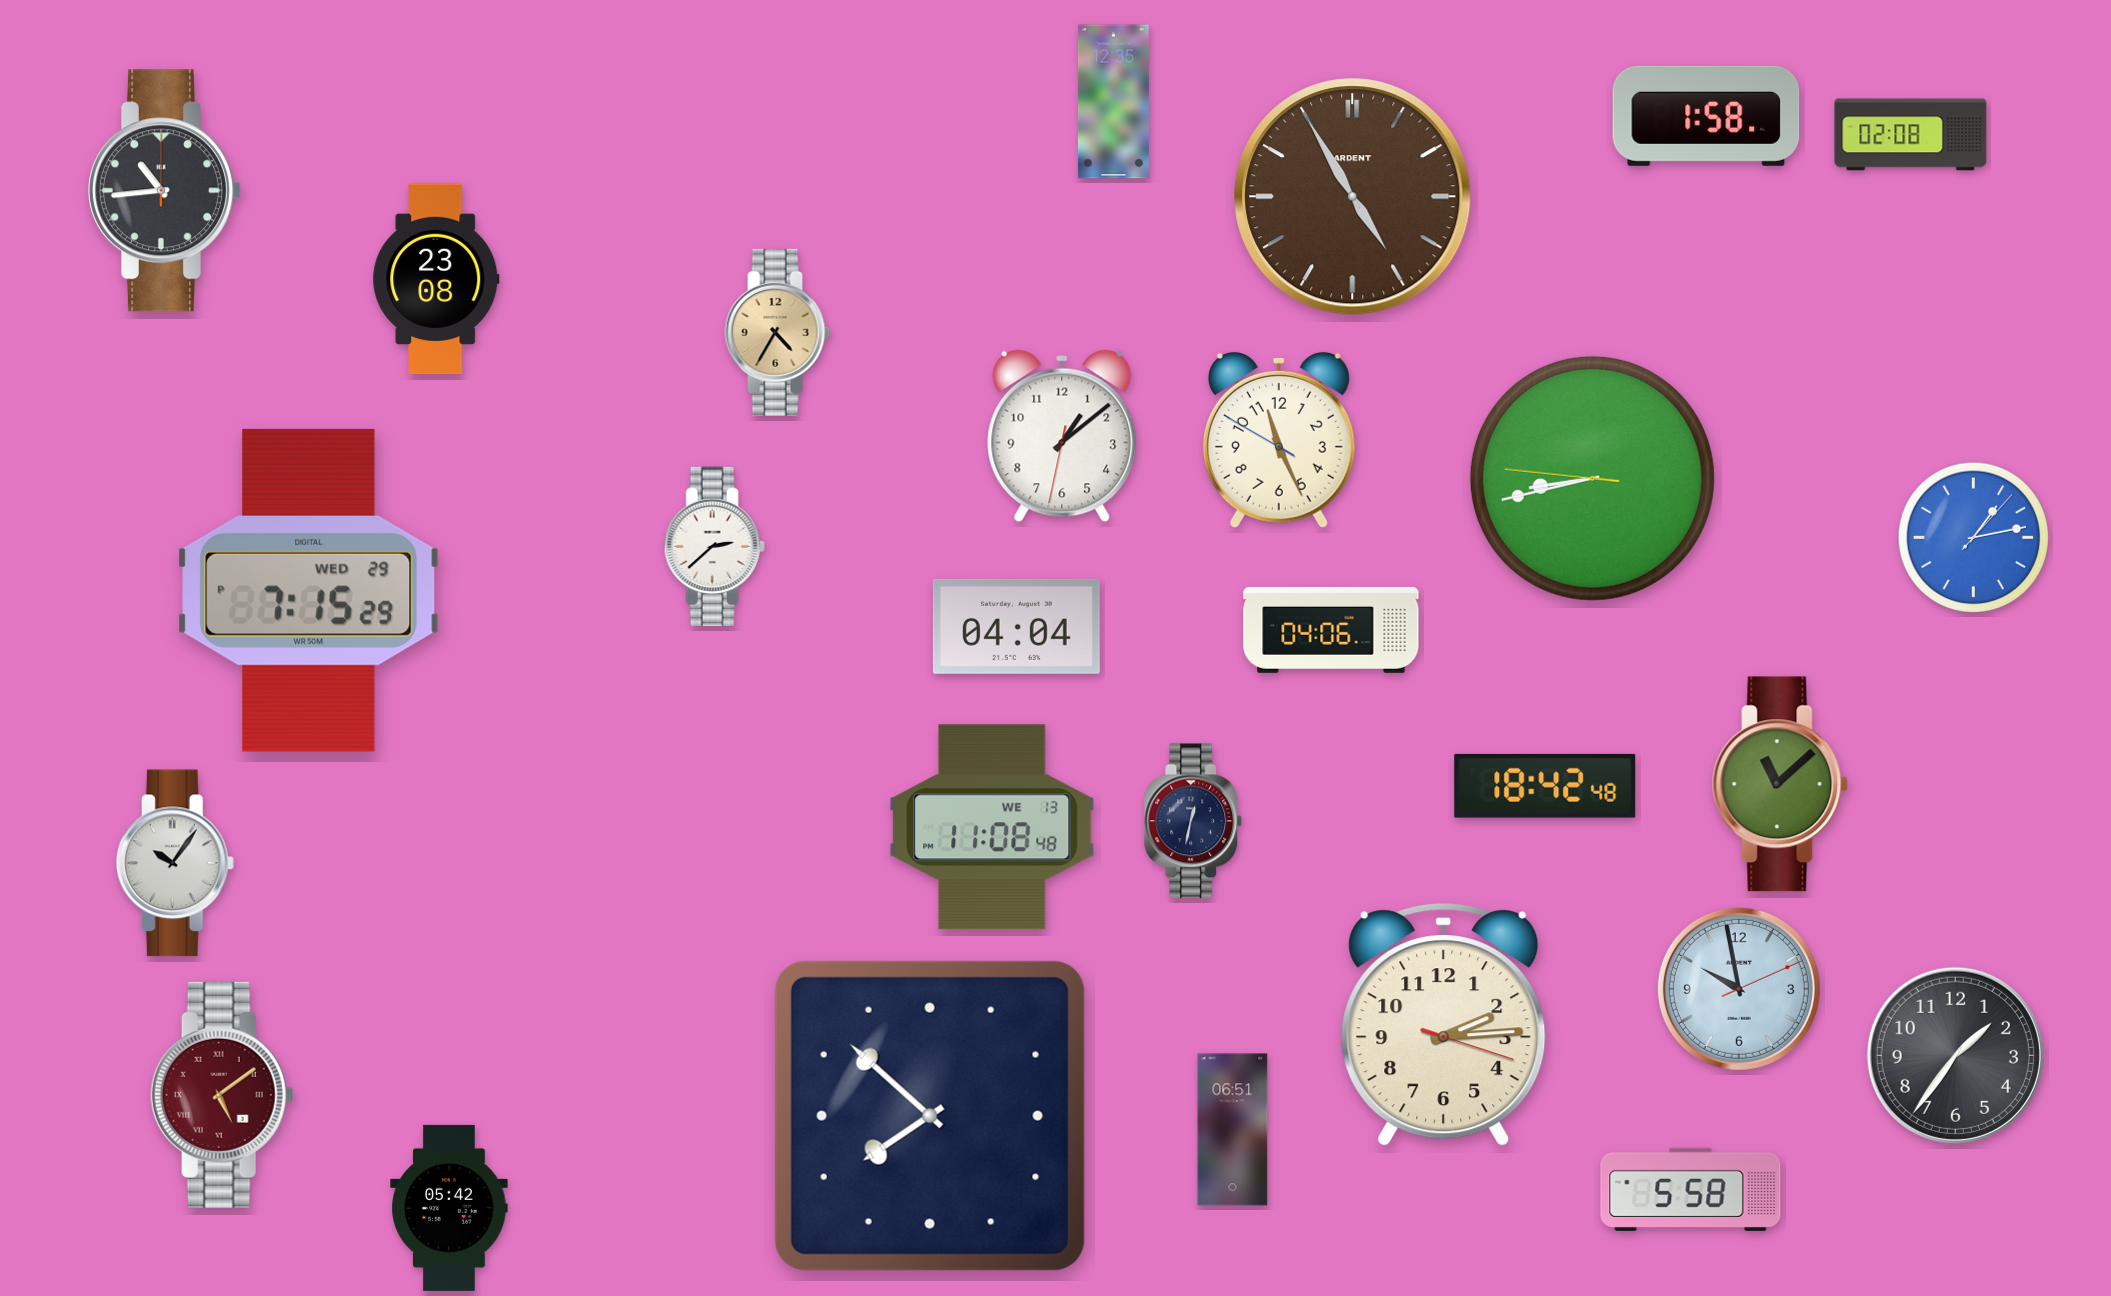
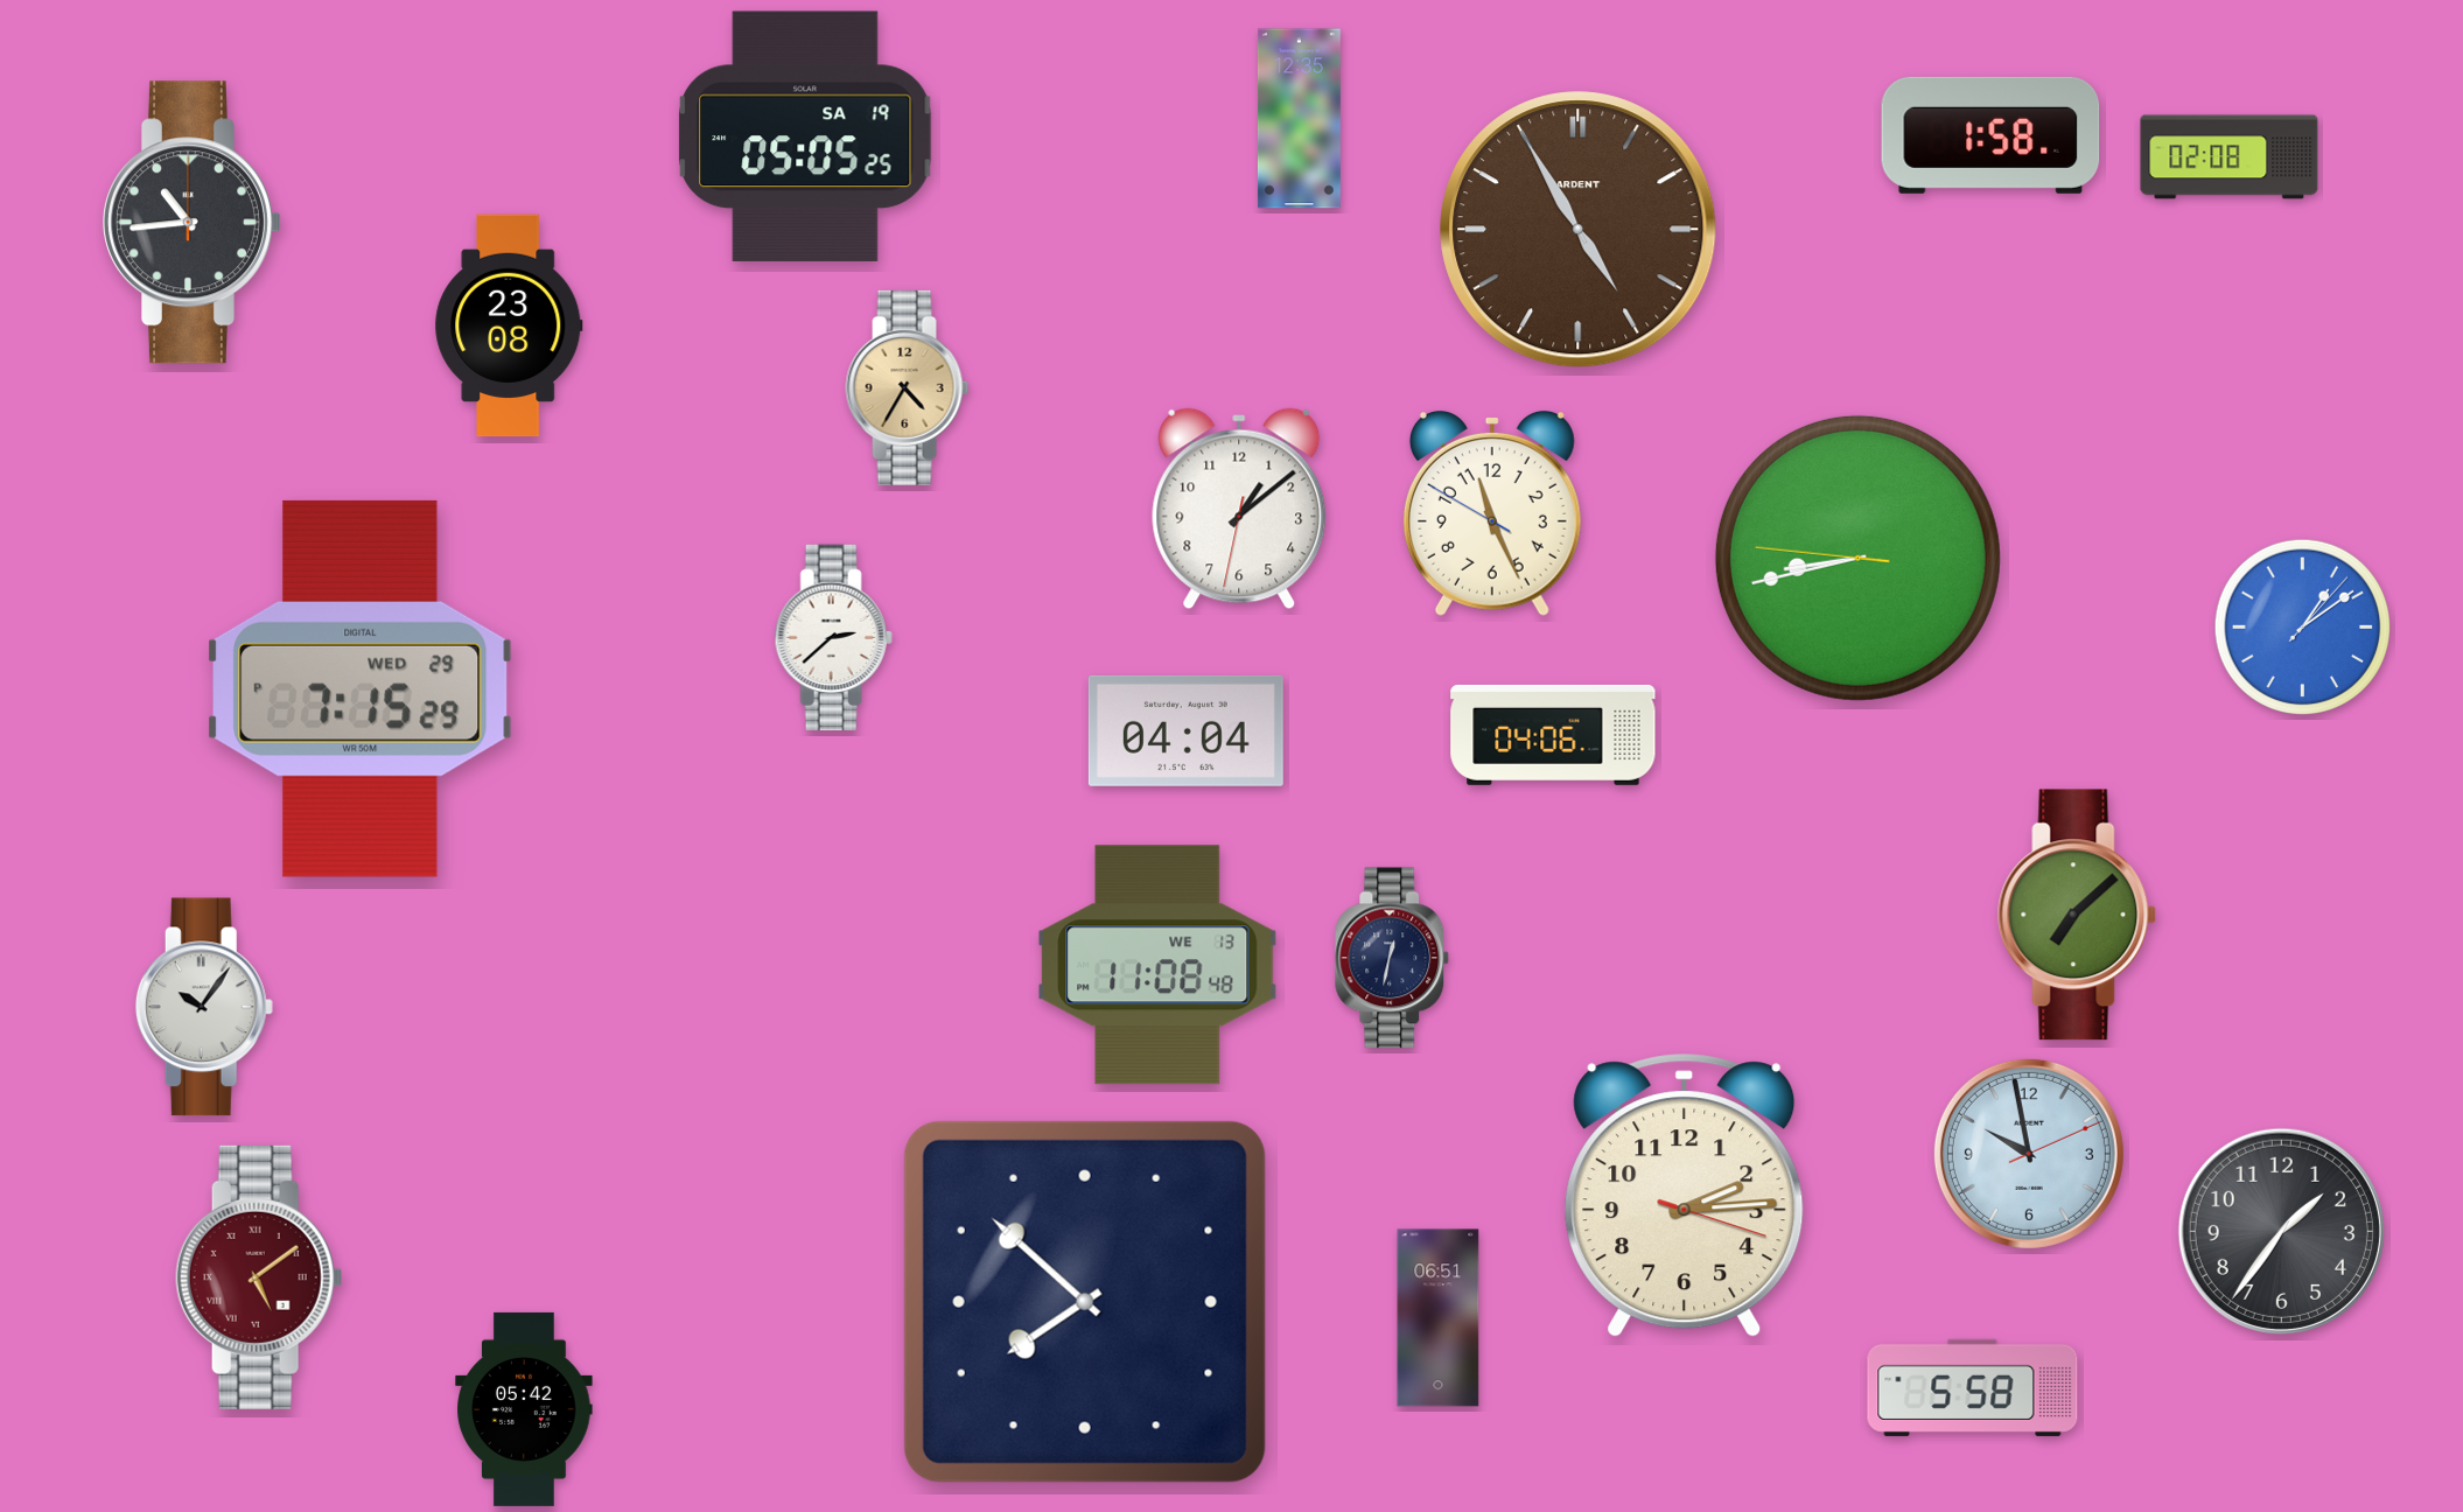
clock at (805, 135): none -> 05:05
clock at (1973, 537): 1:13 -> 1:09
clock at (1780, 784): 11:08 -> 7:08
clock at (1545, 786): 18:42 -> none
